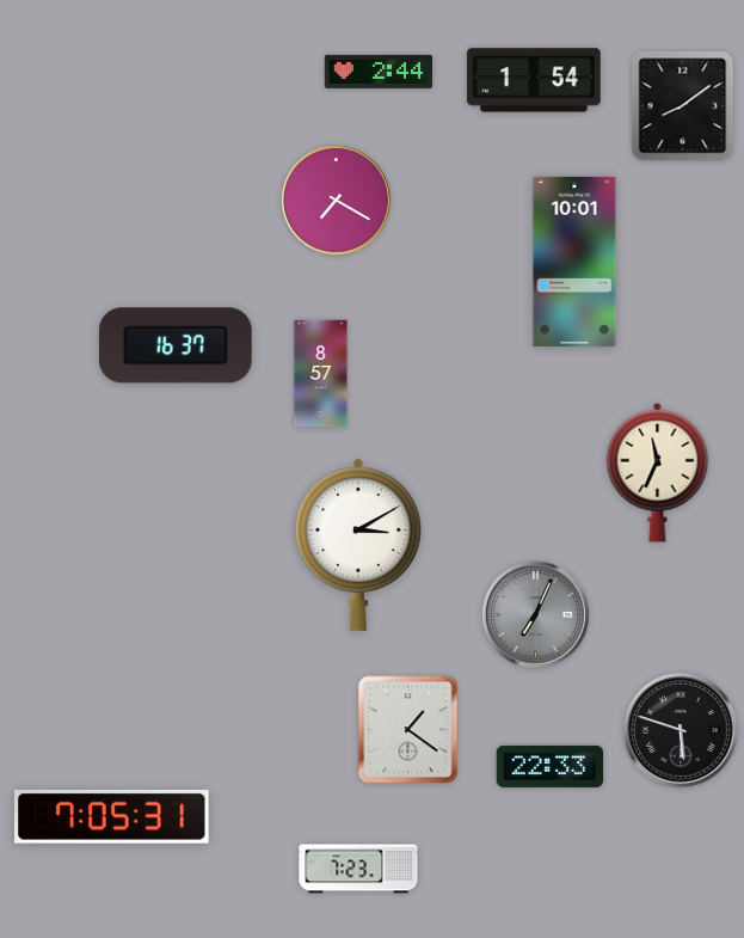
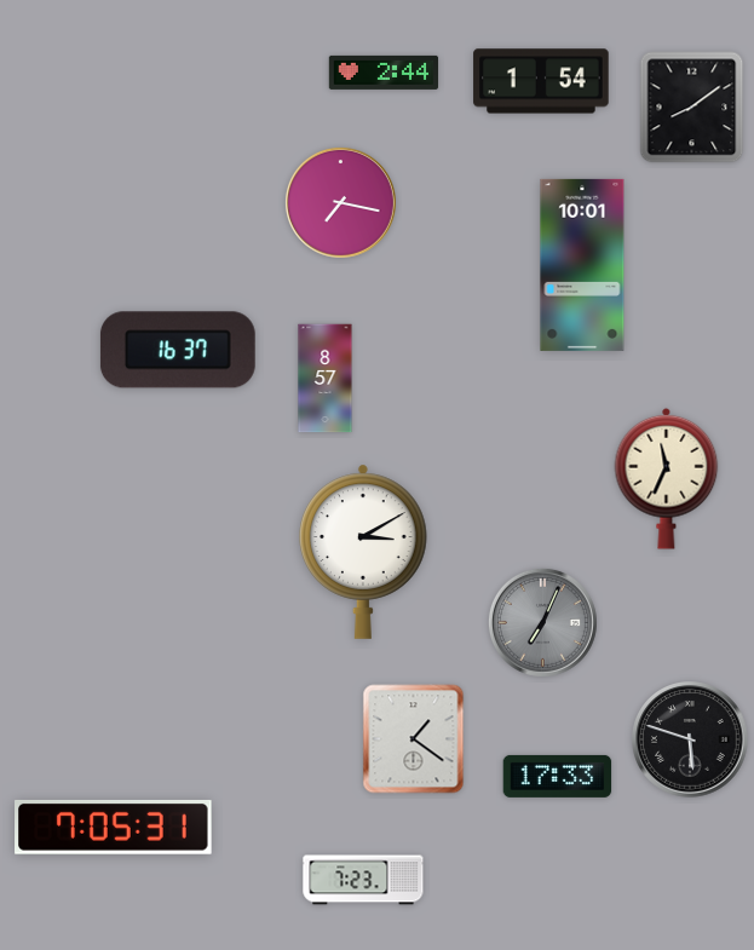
clock at (336, 200): 7:20 -> 7:17
clock at (551, 766): 22:33 -> 17:33
